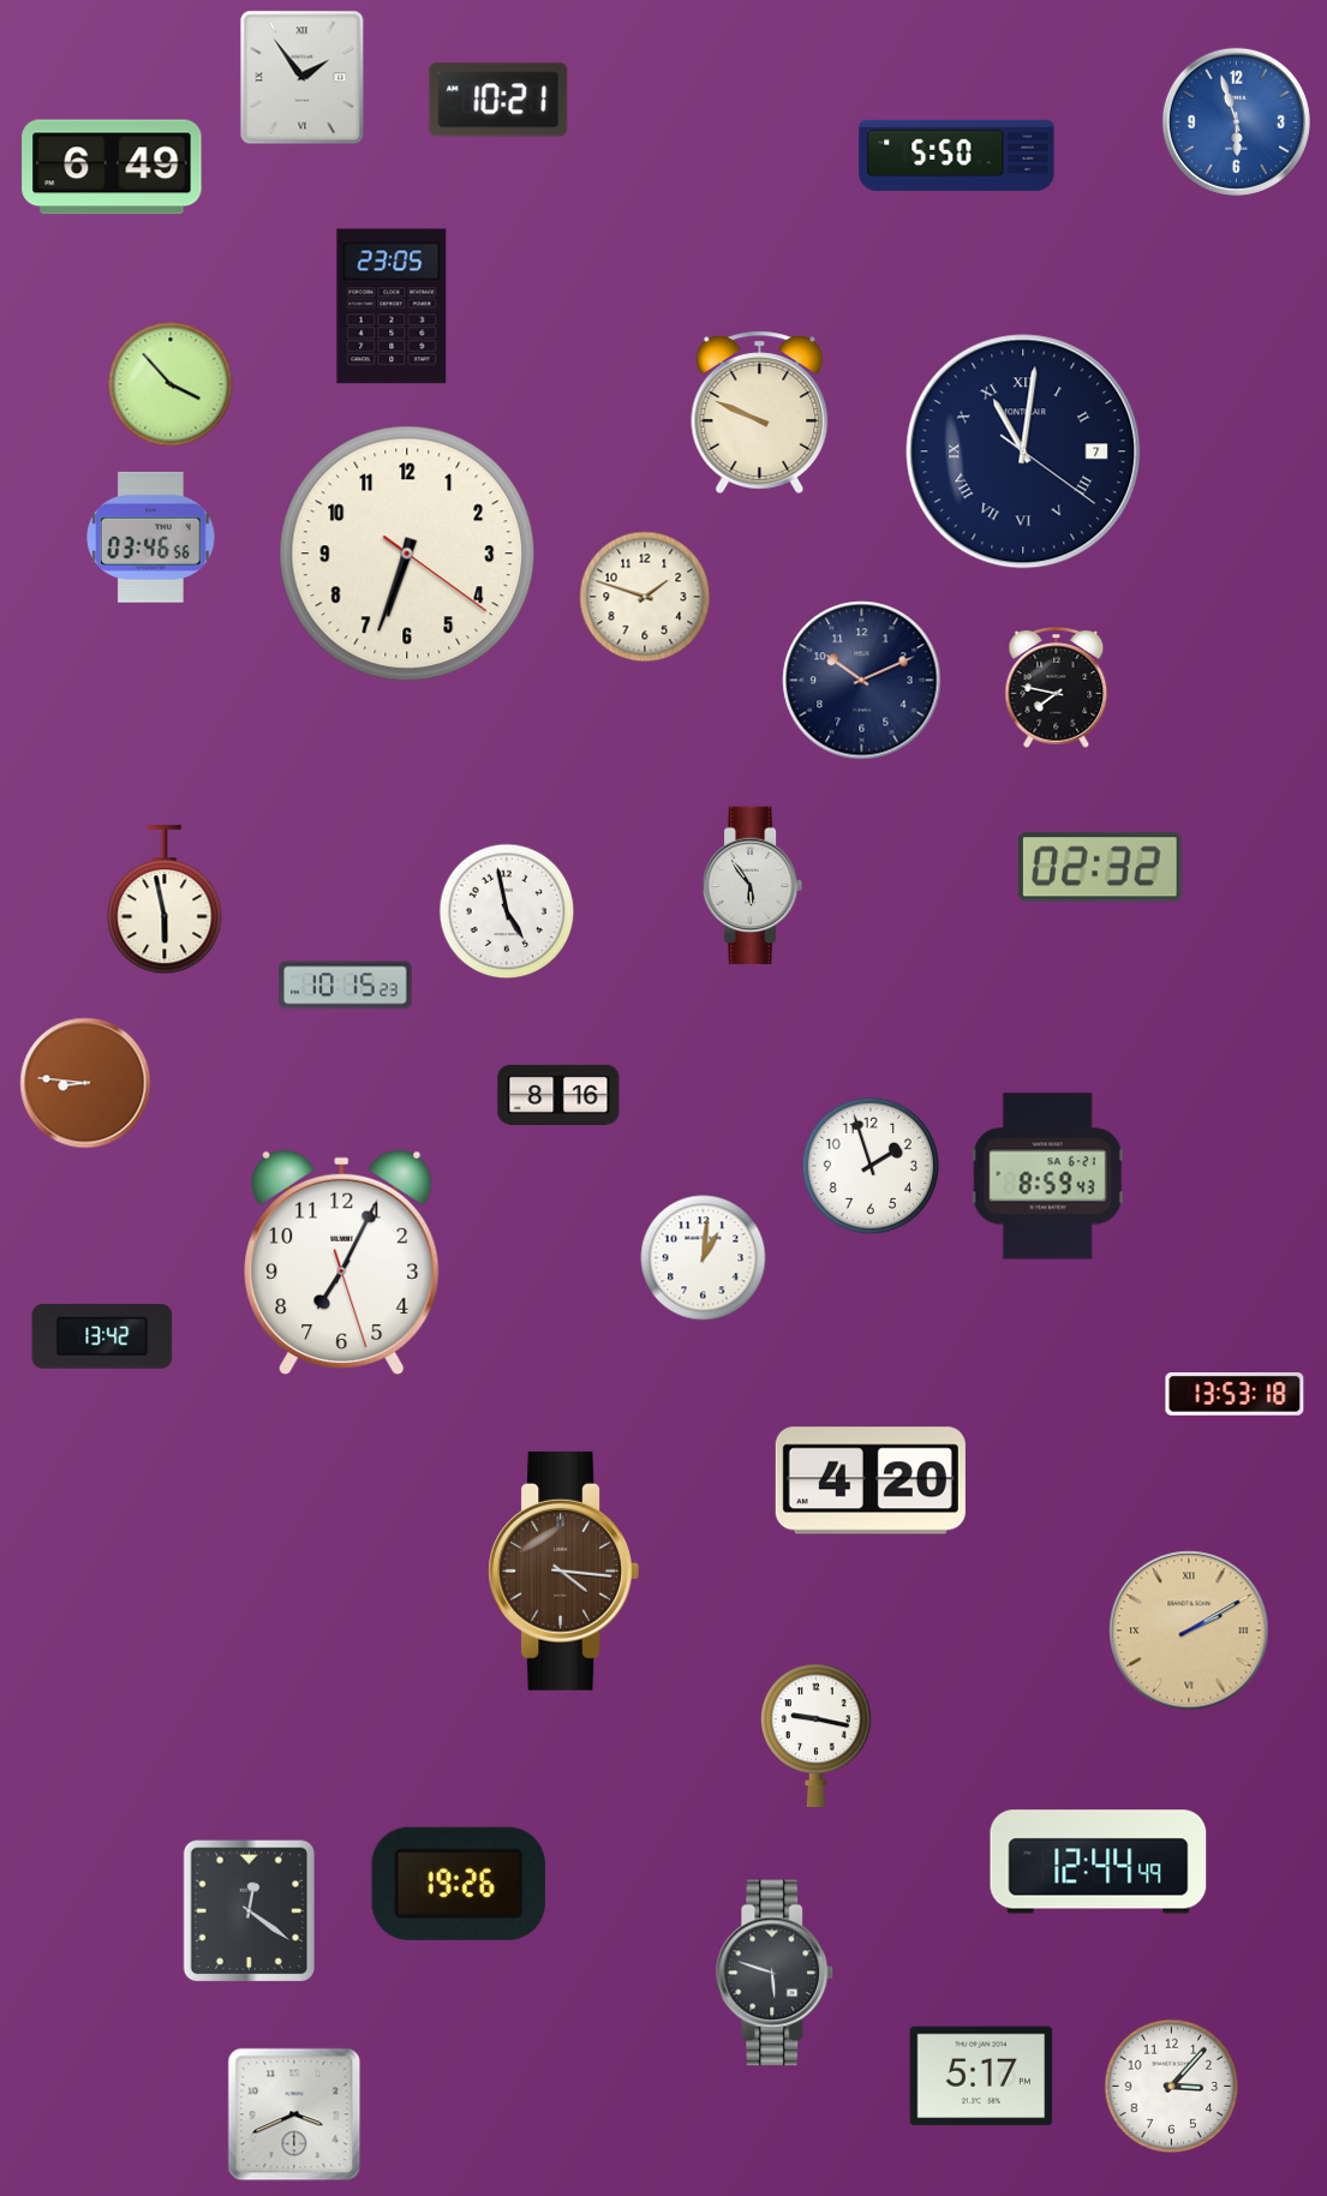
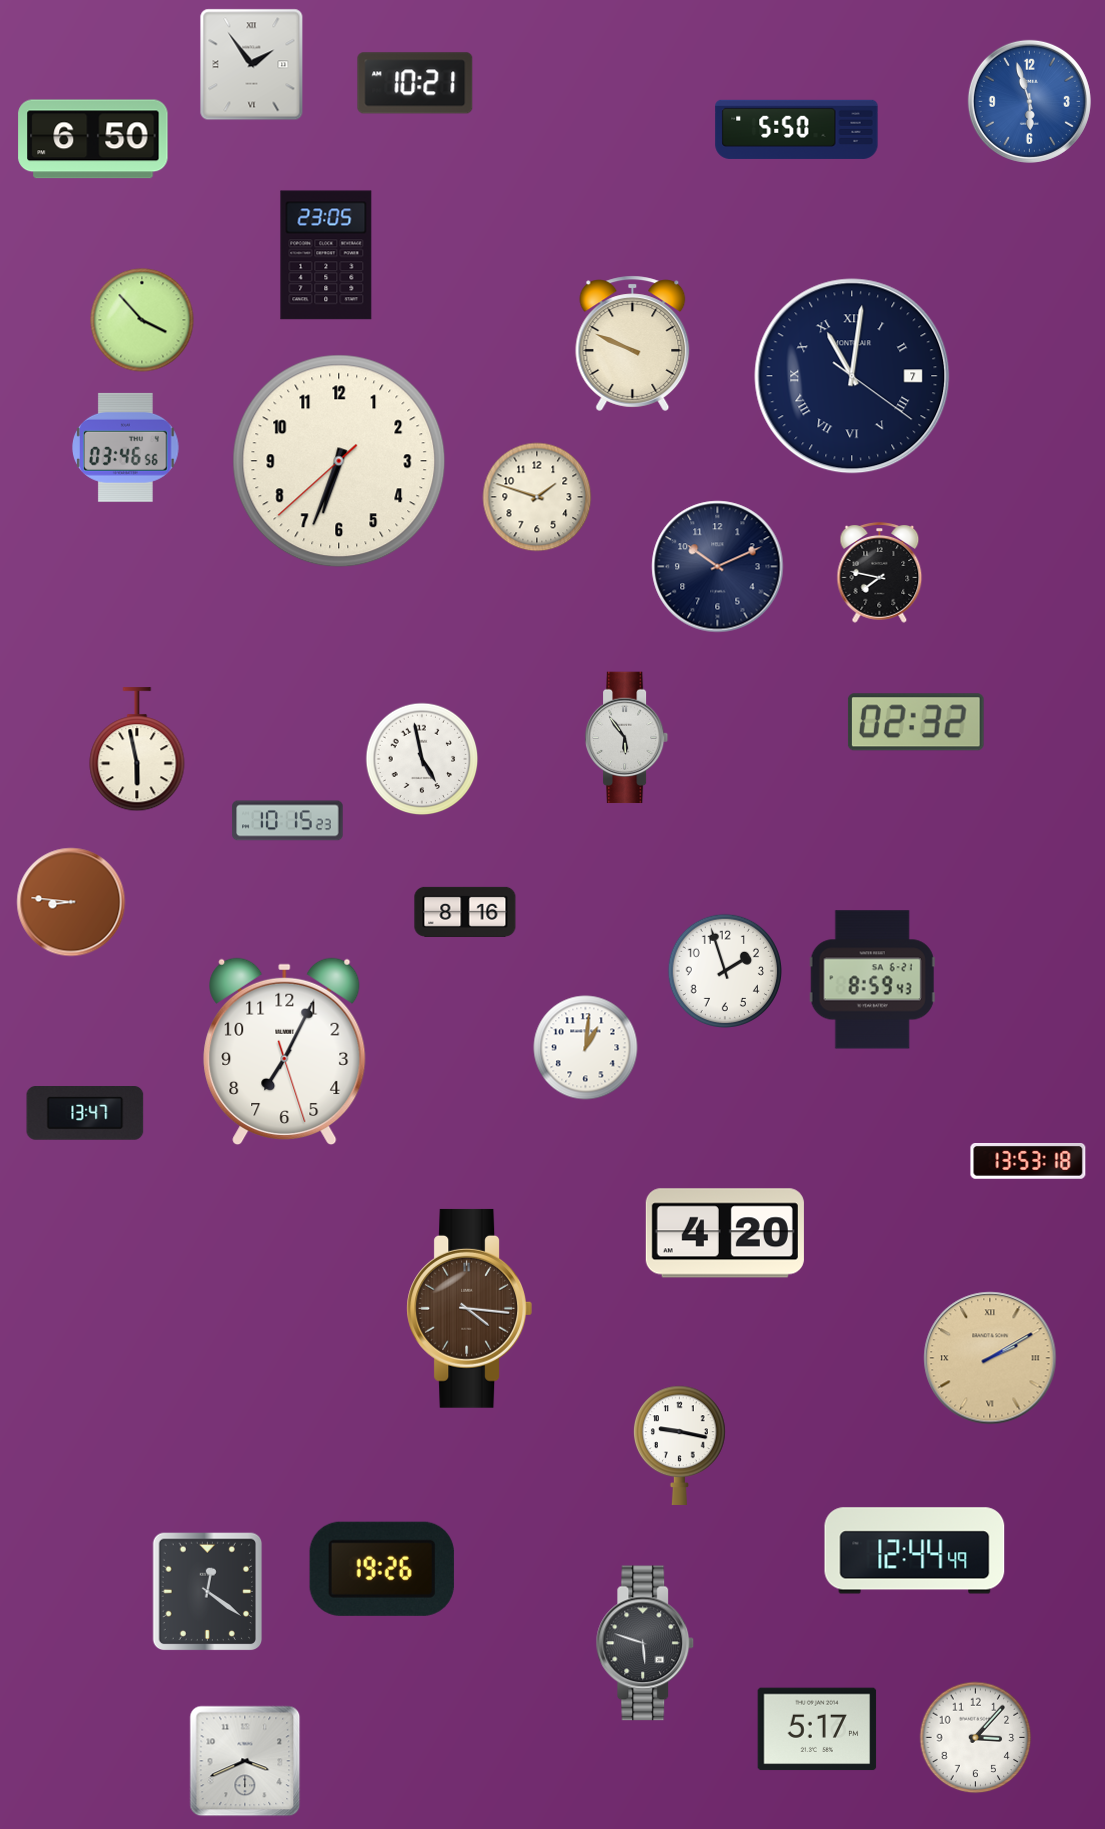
clock at (112, 167): 6:49 -> 6:50
clock at (407, 554): 6:33:21 -> 6:33:38
clock at (102, 1336): 13:42 -> 13:47
